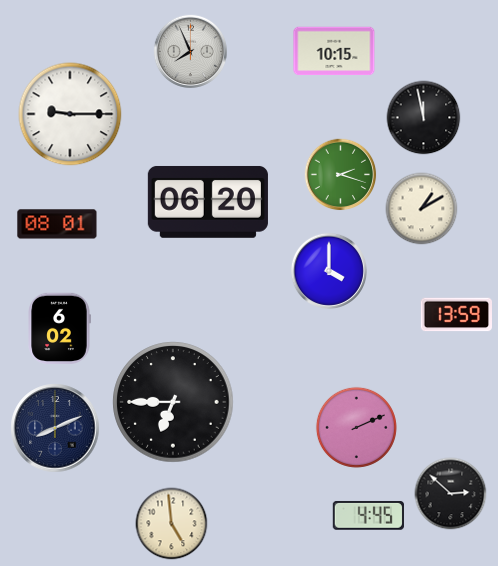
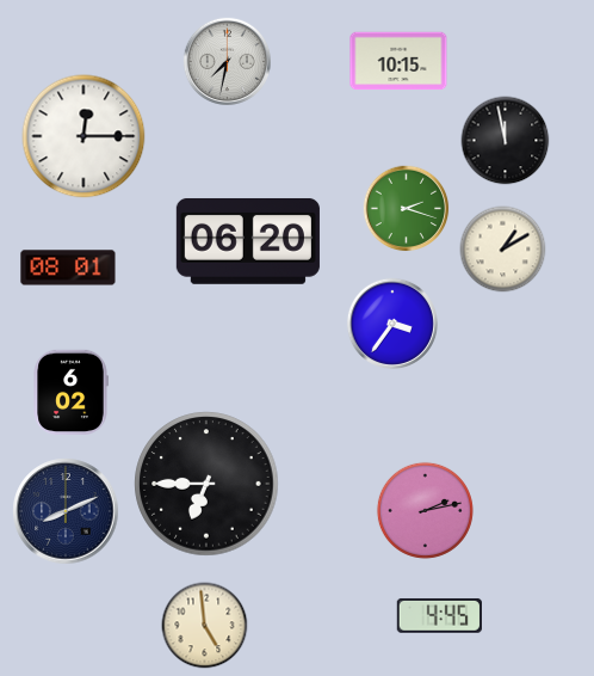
clock at (190, 51): 7:56 -> 7:32
clock at (70, 114): 9:15 -> 12:15
clock at (329, 271): 4:00 -> 3:36
clock at (456, 315): 13:59 -> none
clock at (173, 402) position: (173, 402) -> (206, 484)
clock at (356, 427): 2:11 -> 2:13
clock at (451, 494): 2:52 -> none
